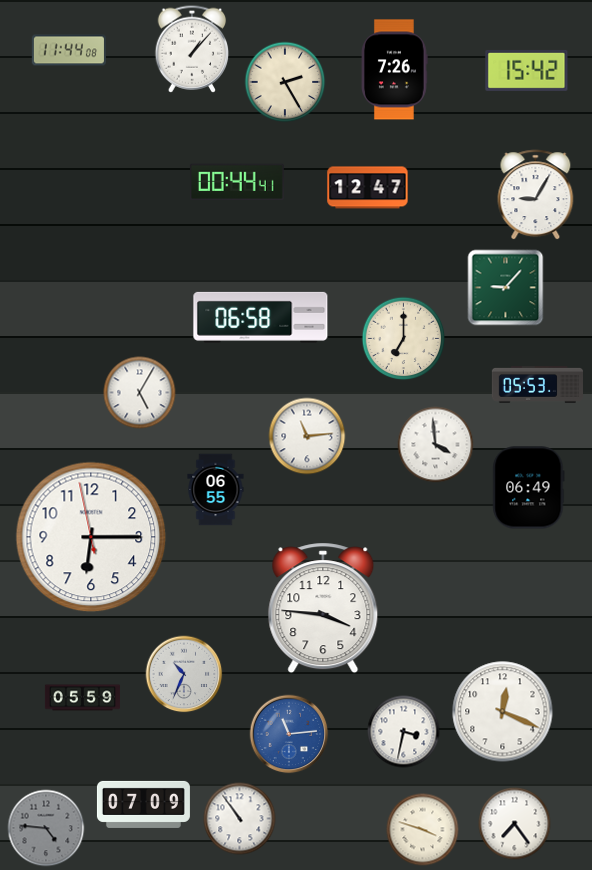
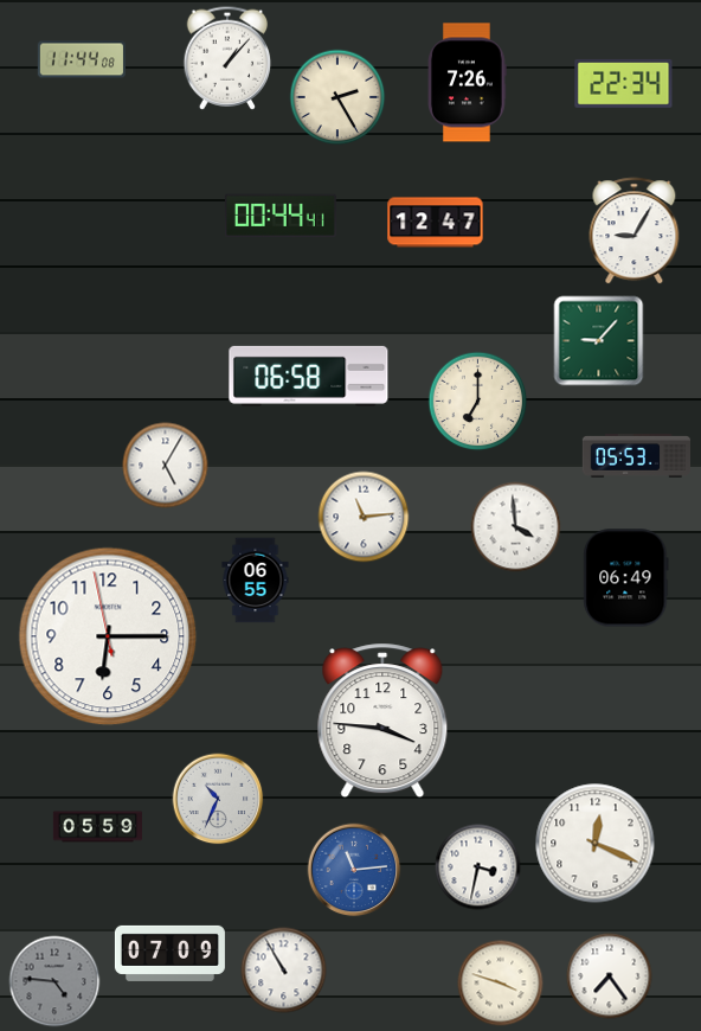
clock at (527, 70): 15:42 -> 22:34
clock at (289, 734) position: (289, 734) -> (354, 870)
clock at (240, 819): 10:54 -> 10:55
